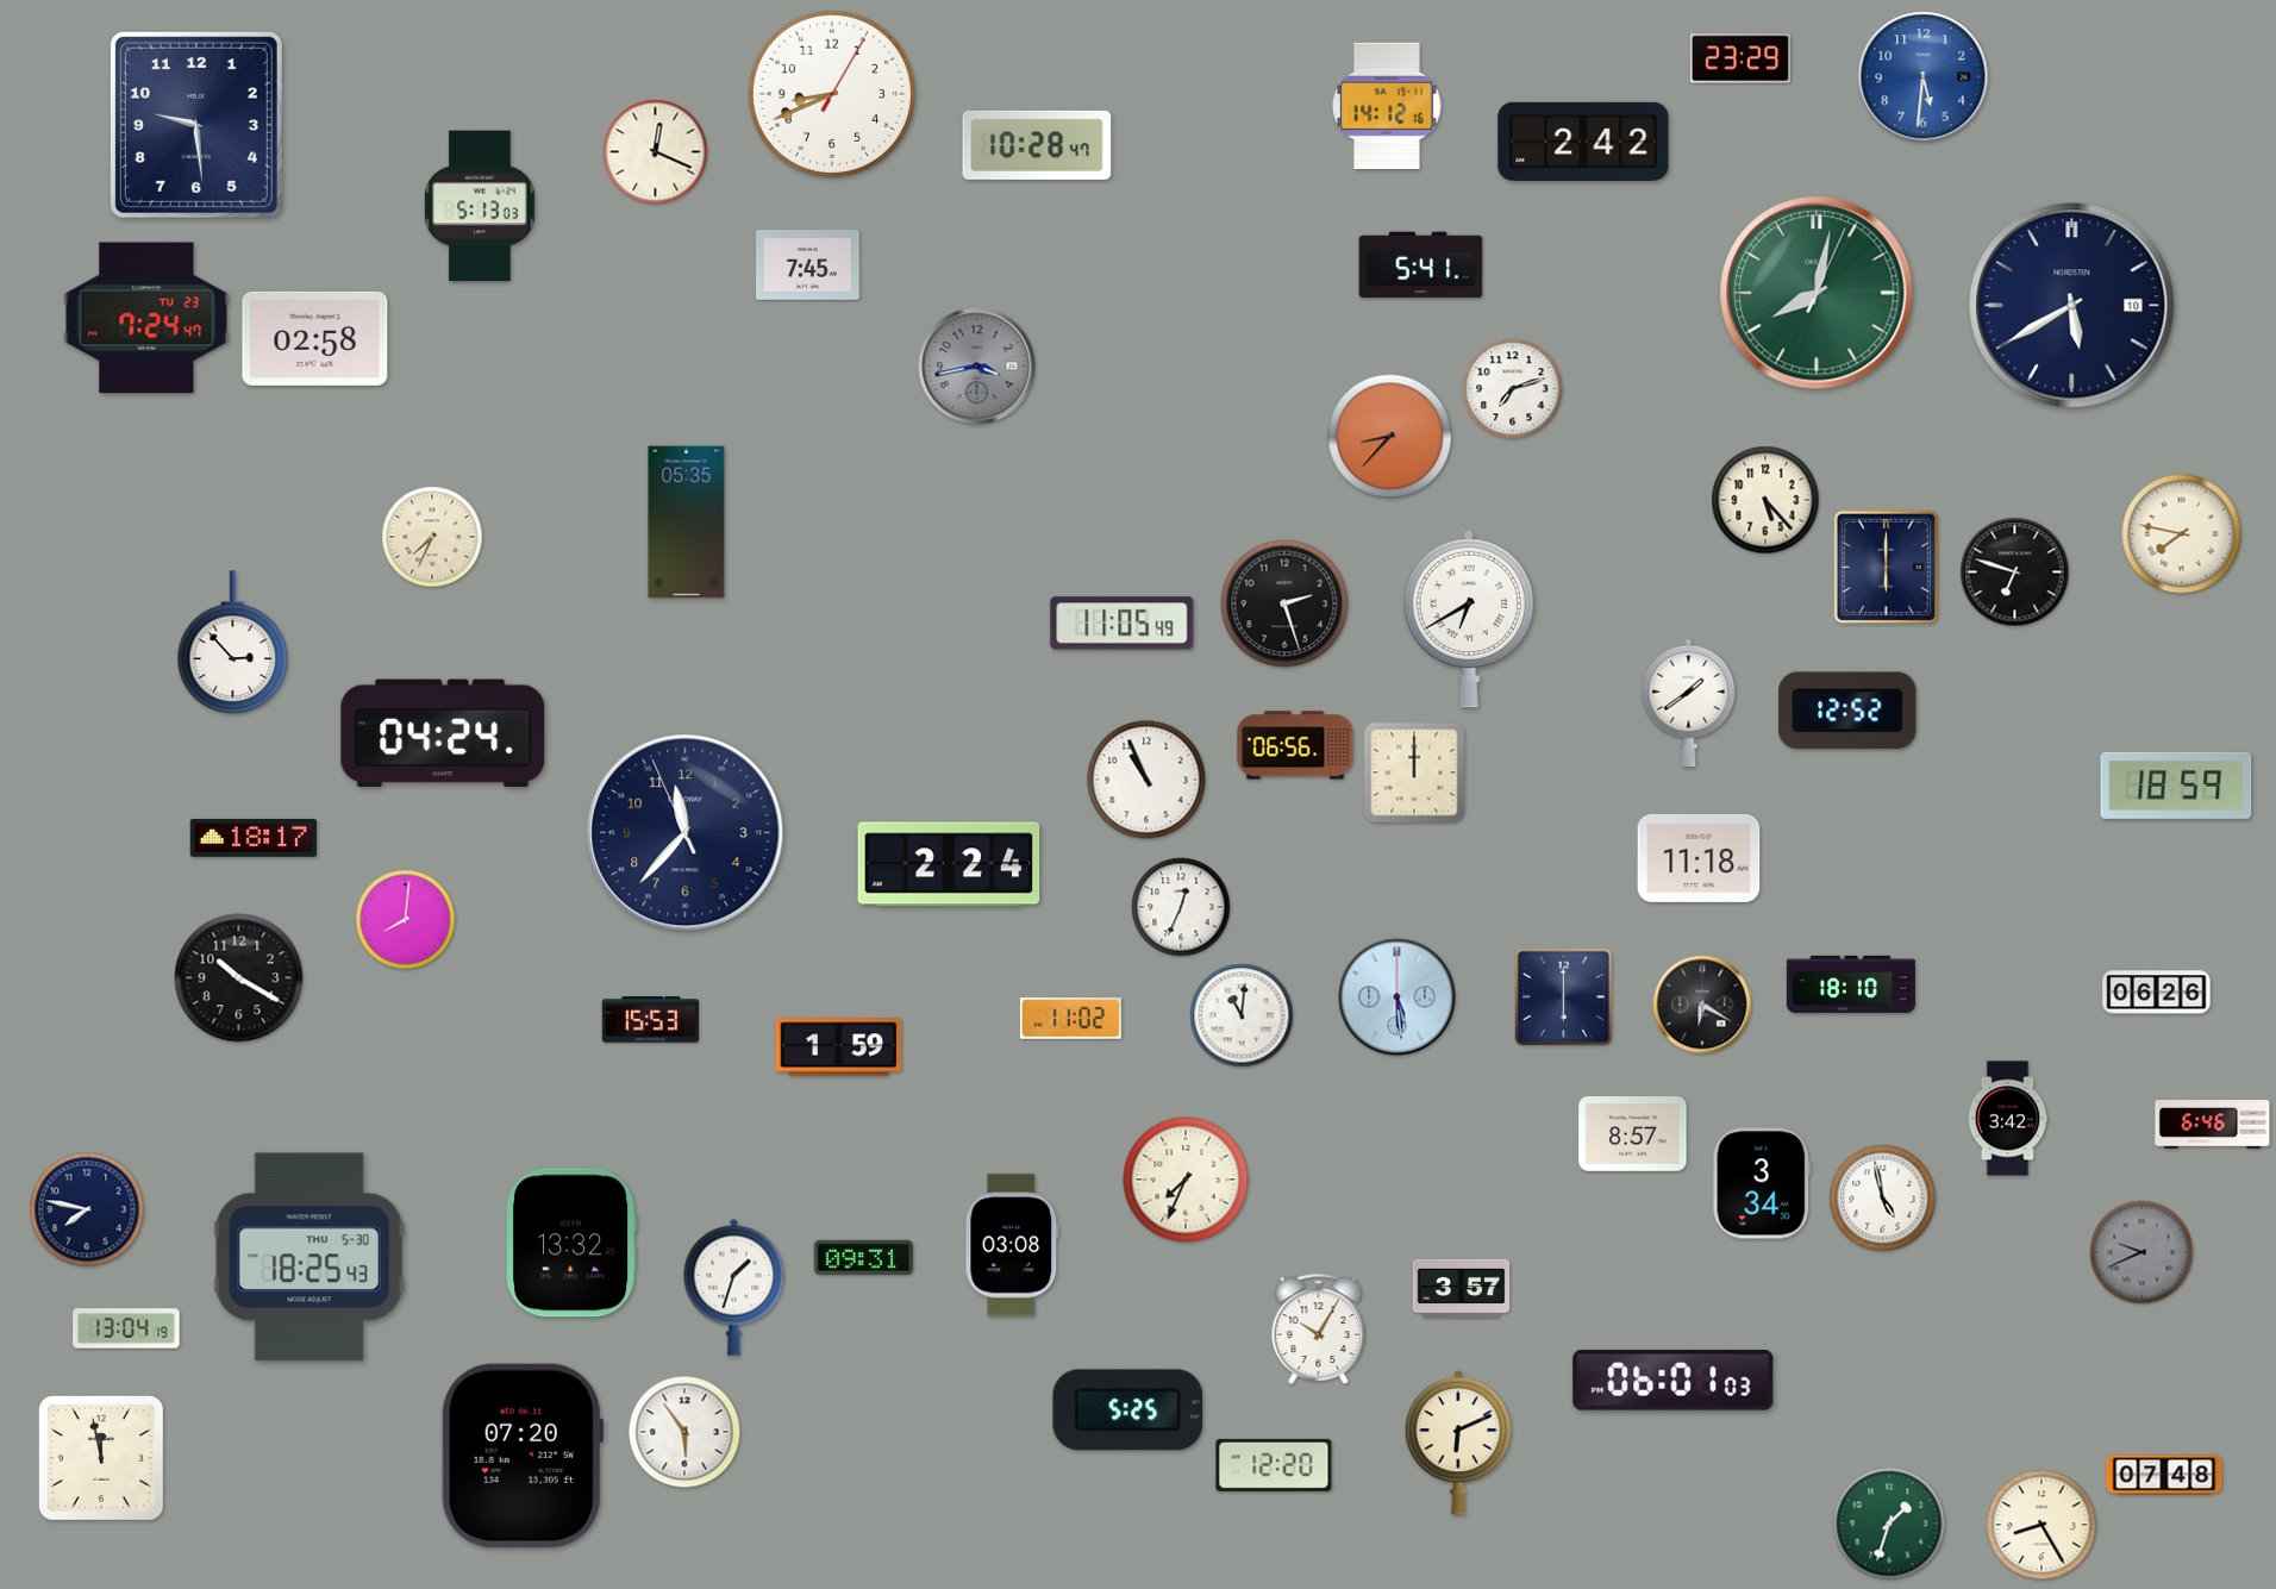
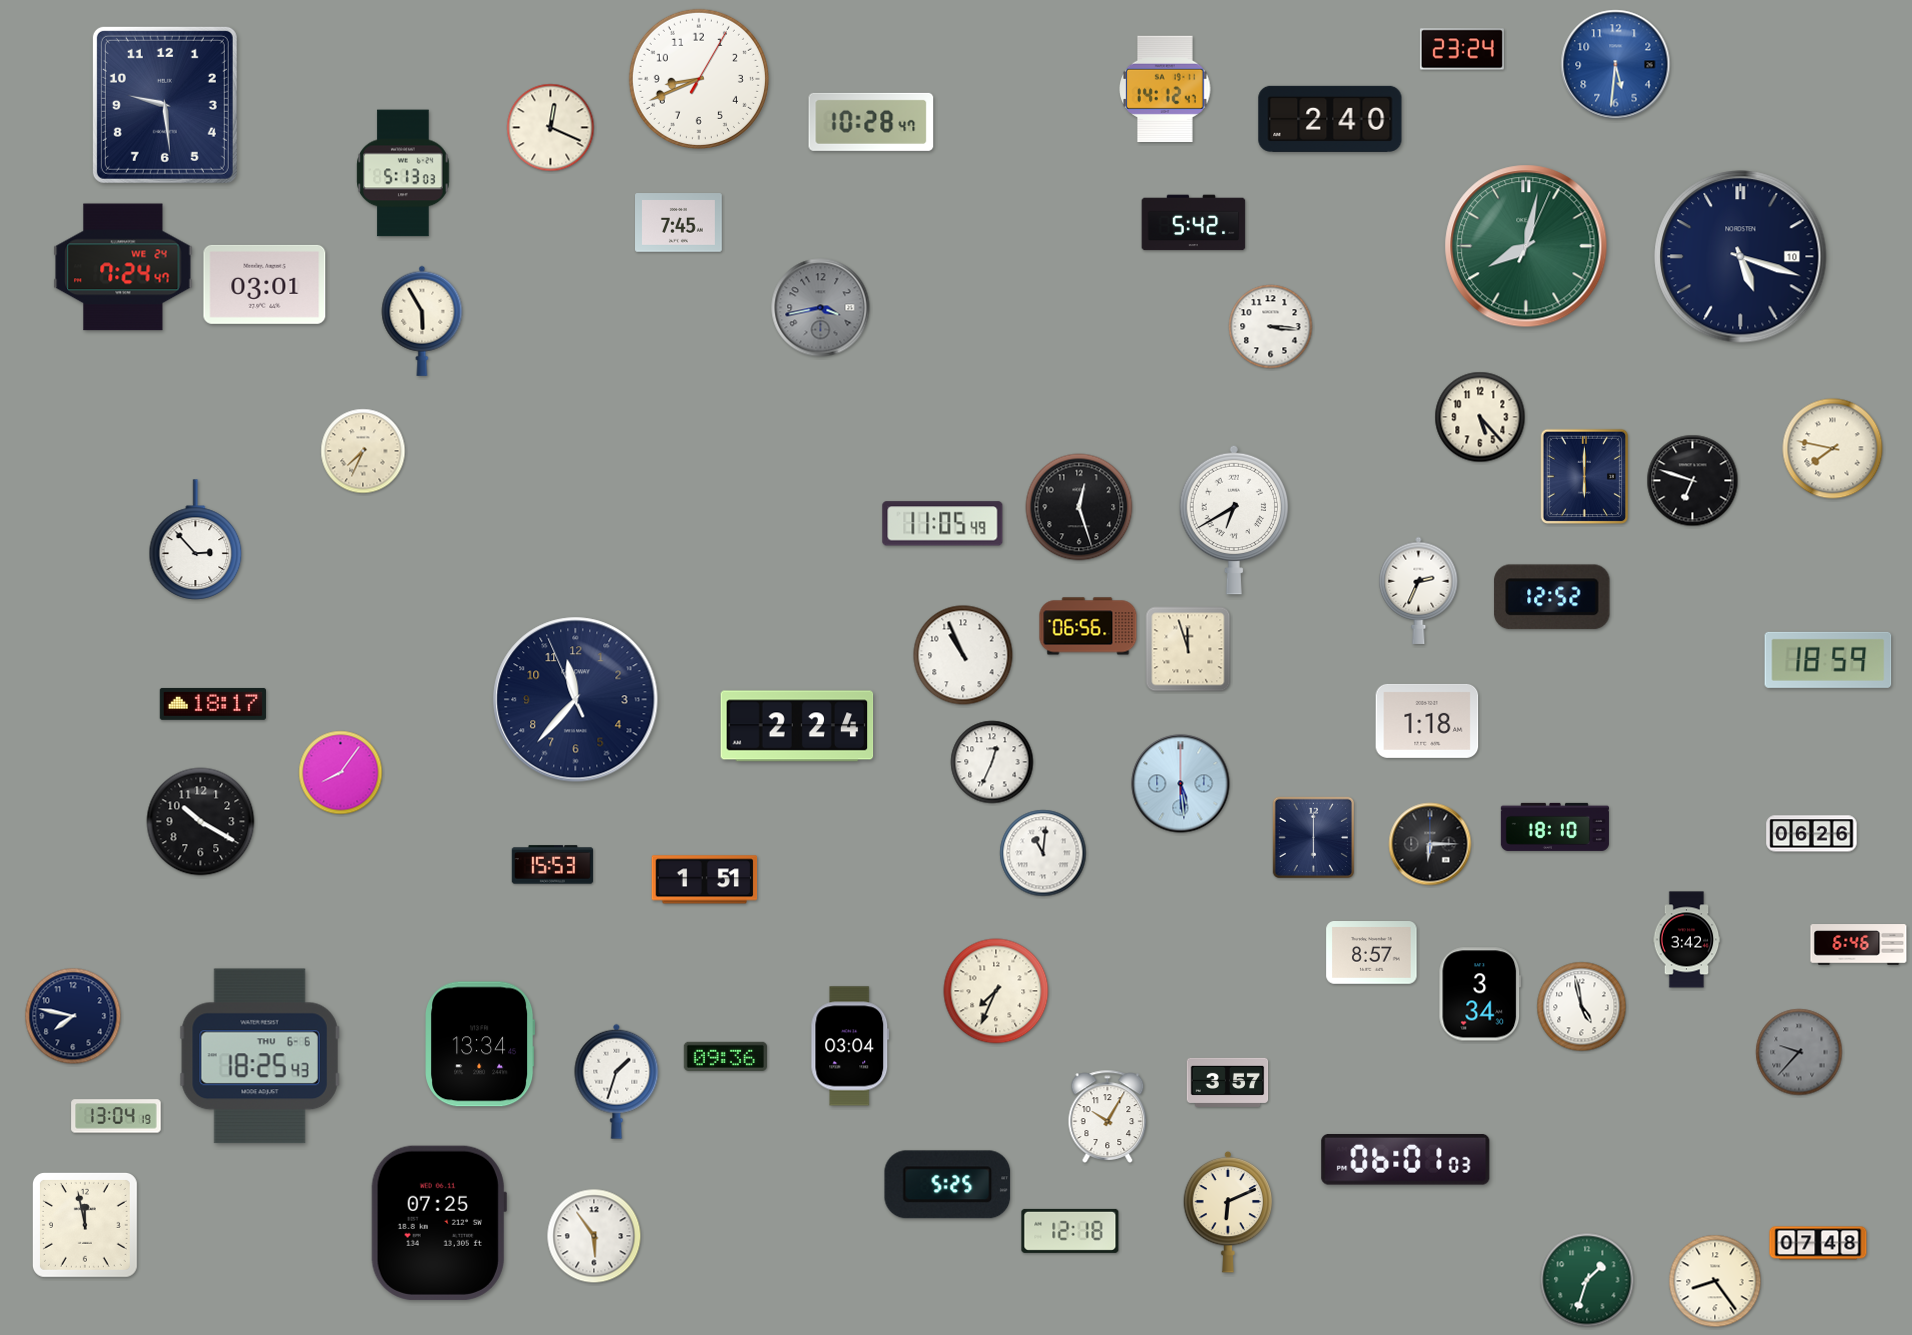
clock at (1740, 58): 23:29 -> 23:24
clock at (1387, 106): 14:12:16 -> 14:12:47
clock at (1583, 142): 2:42 -> 2:40
clock at (1421, 265): 5:41 -> 5:42
clock at (2072, 306): 5:40 -> 5:18
clock at (146, 318) date: TU 23 -> WE 24
clock at (315, 338): 02:58 -> 03:01
clock at (422, 321): none -> 5:55
clock at (1513, 389): 7:12 -> 3:16
clock at (1390, 437): 8:37 -> none
clock at (1765, 500) position: (1765, 500) -> (1480, 417)
clock at (687, 523): 05:35 -> none
clock at (1284, 603): 2:27 -> 12:27
clock at (1689, 702): 1:39 -> 2:34
clock at (443, 732): 04:24 -> none
clock at (1414, 772): 12:00 -> 11:57
clock at (1699, 858): 11:18 -> 1:18
clock at (406, 920): 8:01 -> 8:06
clock at (1398, 997) position: (1398, 997) -> (1181, 784)
clock at (1702, 1005): 6:20 -> 6:15
clock at (1070, 1019): 11:02 -> none
clock at (651, 1020) position: (651, 1020) -> (553, 865)
clock at (839, 1047): 1:59 -> 1:51
clock at (571, 1243): 13:32 -> 13:34
clock at (1012, 1245): 03:08 -> 03:04
clock at (2141, 1252): 9:41 -> 9:37
clock at (309, 1257) date: THU 5-30 -> THU 6-6
clock at (863, 1257): 09:31 -> 09:36
clock at (126, 1328) position: (126, 1328) -> (116, 1116)
clock at (684, 1432) position: (684, 1432) -> (594, 1236)
clock at (1458, 1443) position: (1458, 1443) -> (1228, 1212)
clock at (523, 1456): 07:20 -> 07:25
clock at (1274, 1465): 12:20 -> 12:18
clock at (2164, 1475) position: (2164, 1475) -> (1818, 1243)
clock at (2041, 1525): 8:25 -> 8:24
